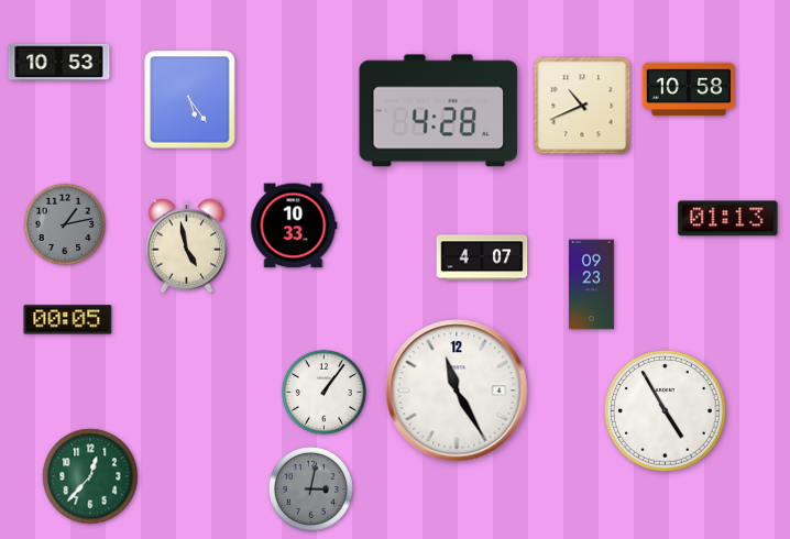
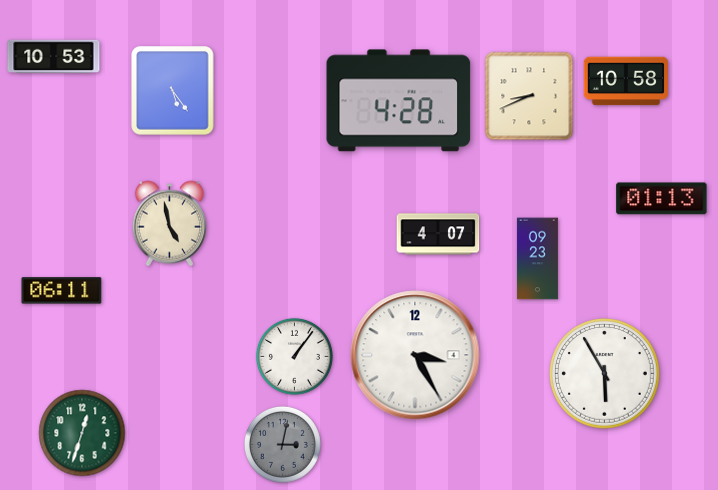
clock at (582, 106): 10:41 -> 8:41
clock at (64, 223): 1:13 -> none
clock at (294, 226): 10:33 -> none
clock at (68, 320): 00:05 -> 06:11
clock at (457, 391): 11:25 -> 3:25
clock at (666, 411): 4:55 -> 5:55
clock at (90, 476): 12:37 -> 12:33
